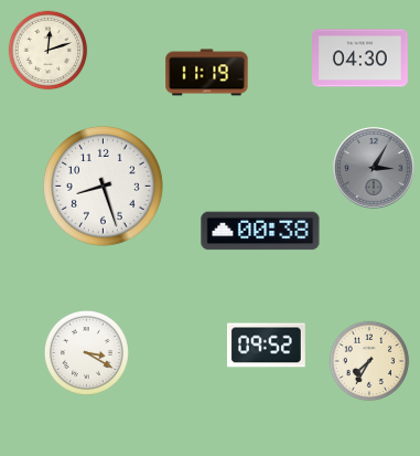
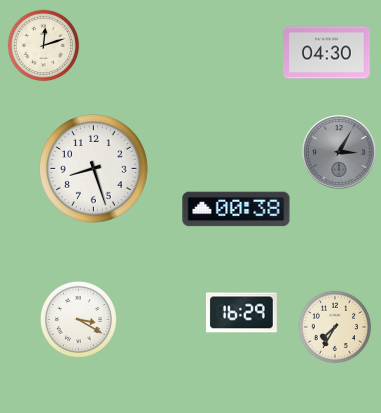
clock at (207, 73): 11:19 -> none
clock at (266, 346): 09:52 -> 16:29
